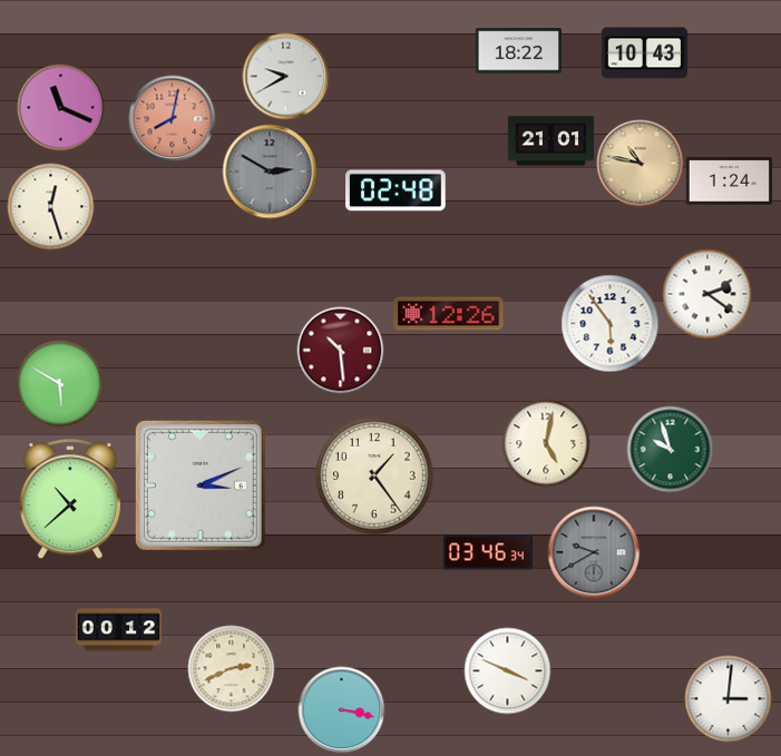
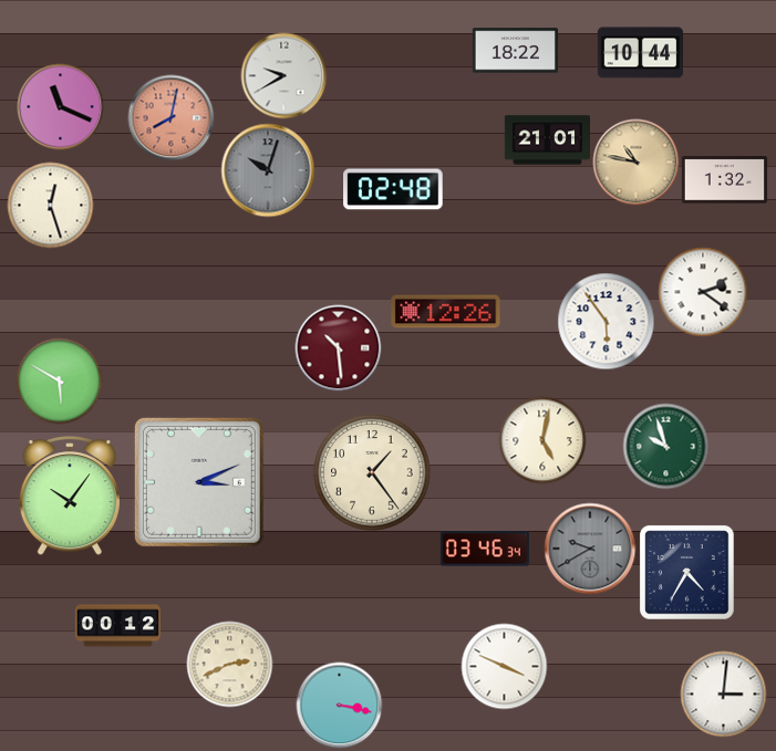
clock at (644, 53): 10:43 -> 10:44
clock at (270, 171): 2:50 -> 10:03
clock at (729, 181): 1:24 -> 1:32
clock at (69, 499): 10:38 -> 10:06
clock at (686, 572): none -> 4:35
